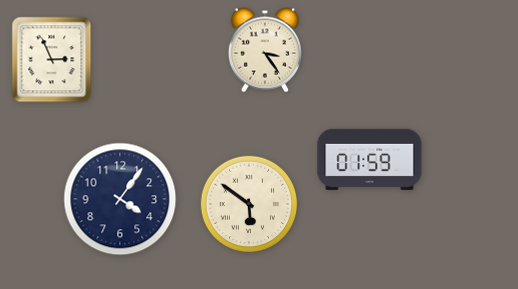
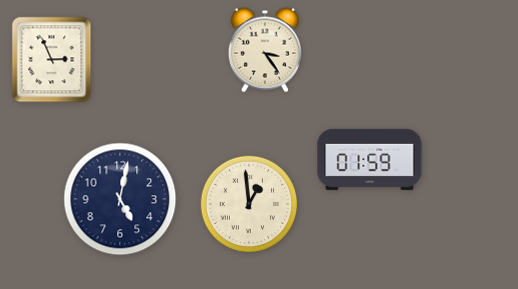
clock at (120, 199): 4:06 -> 5:02
clock at (249, 204): 5:51 -> 12:59
